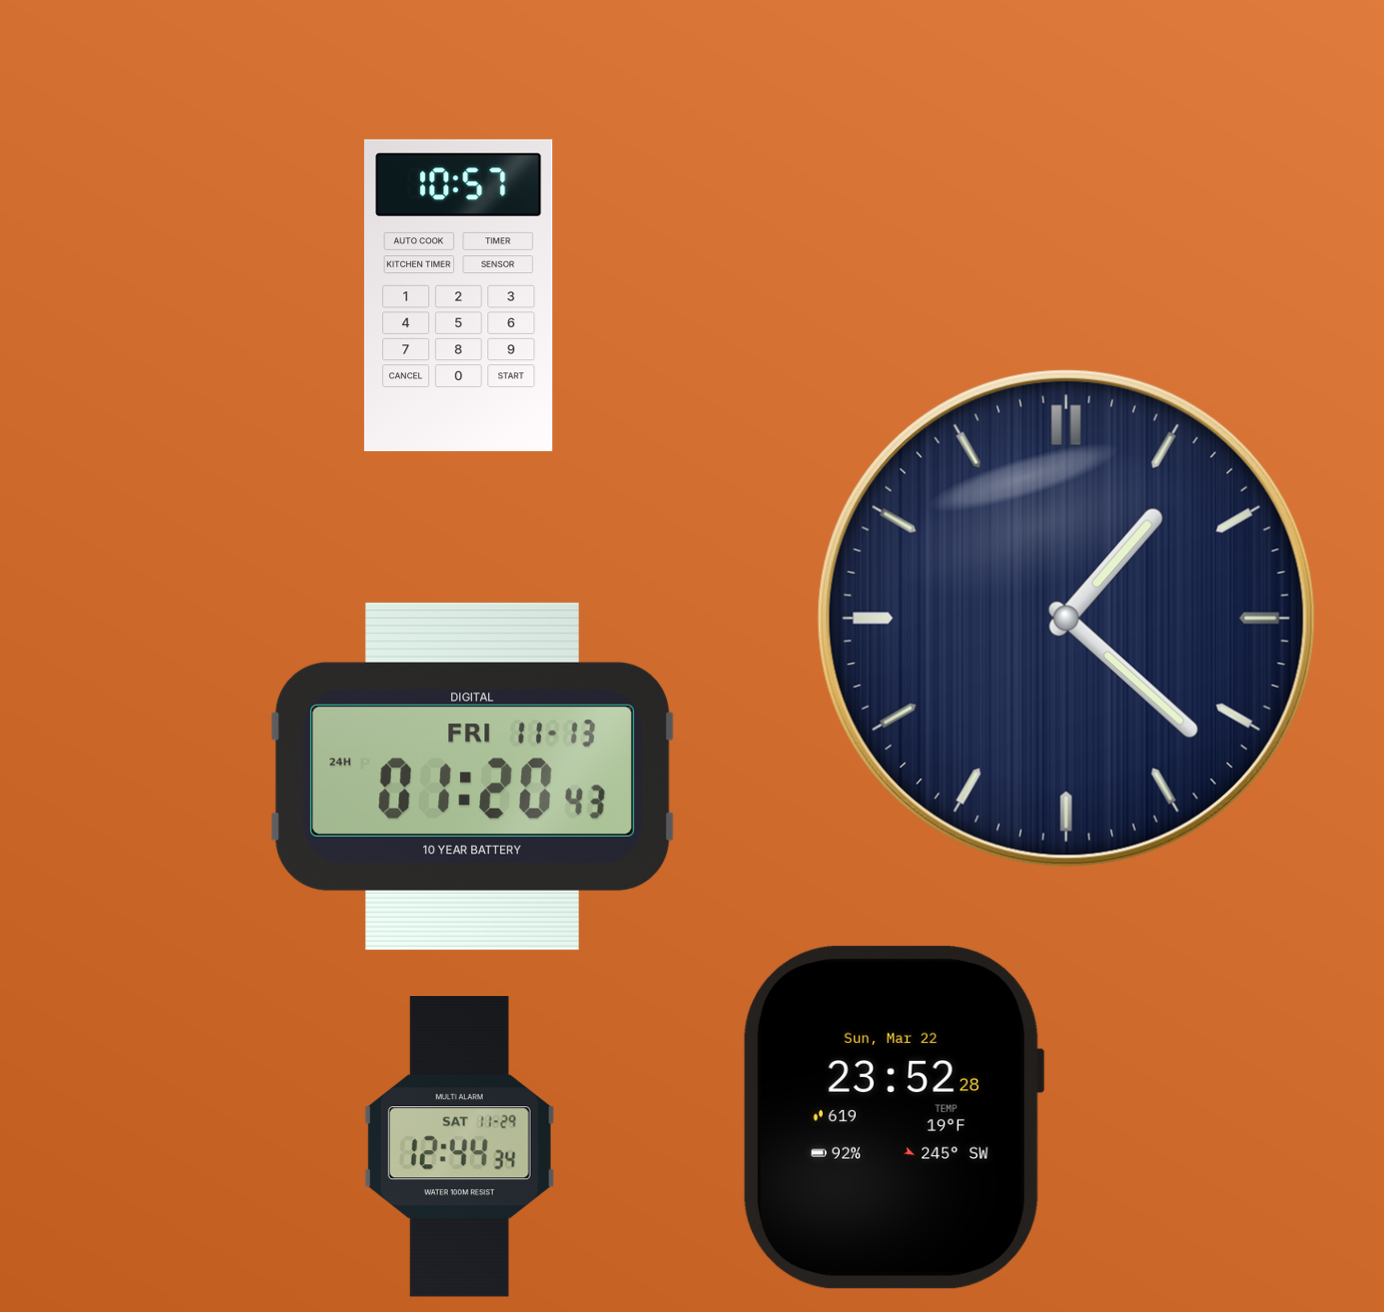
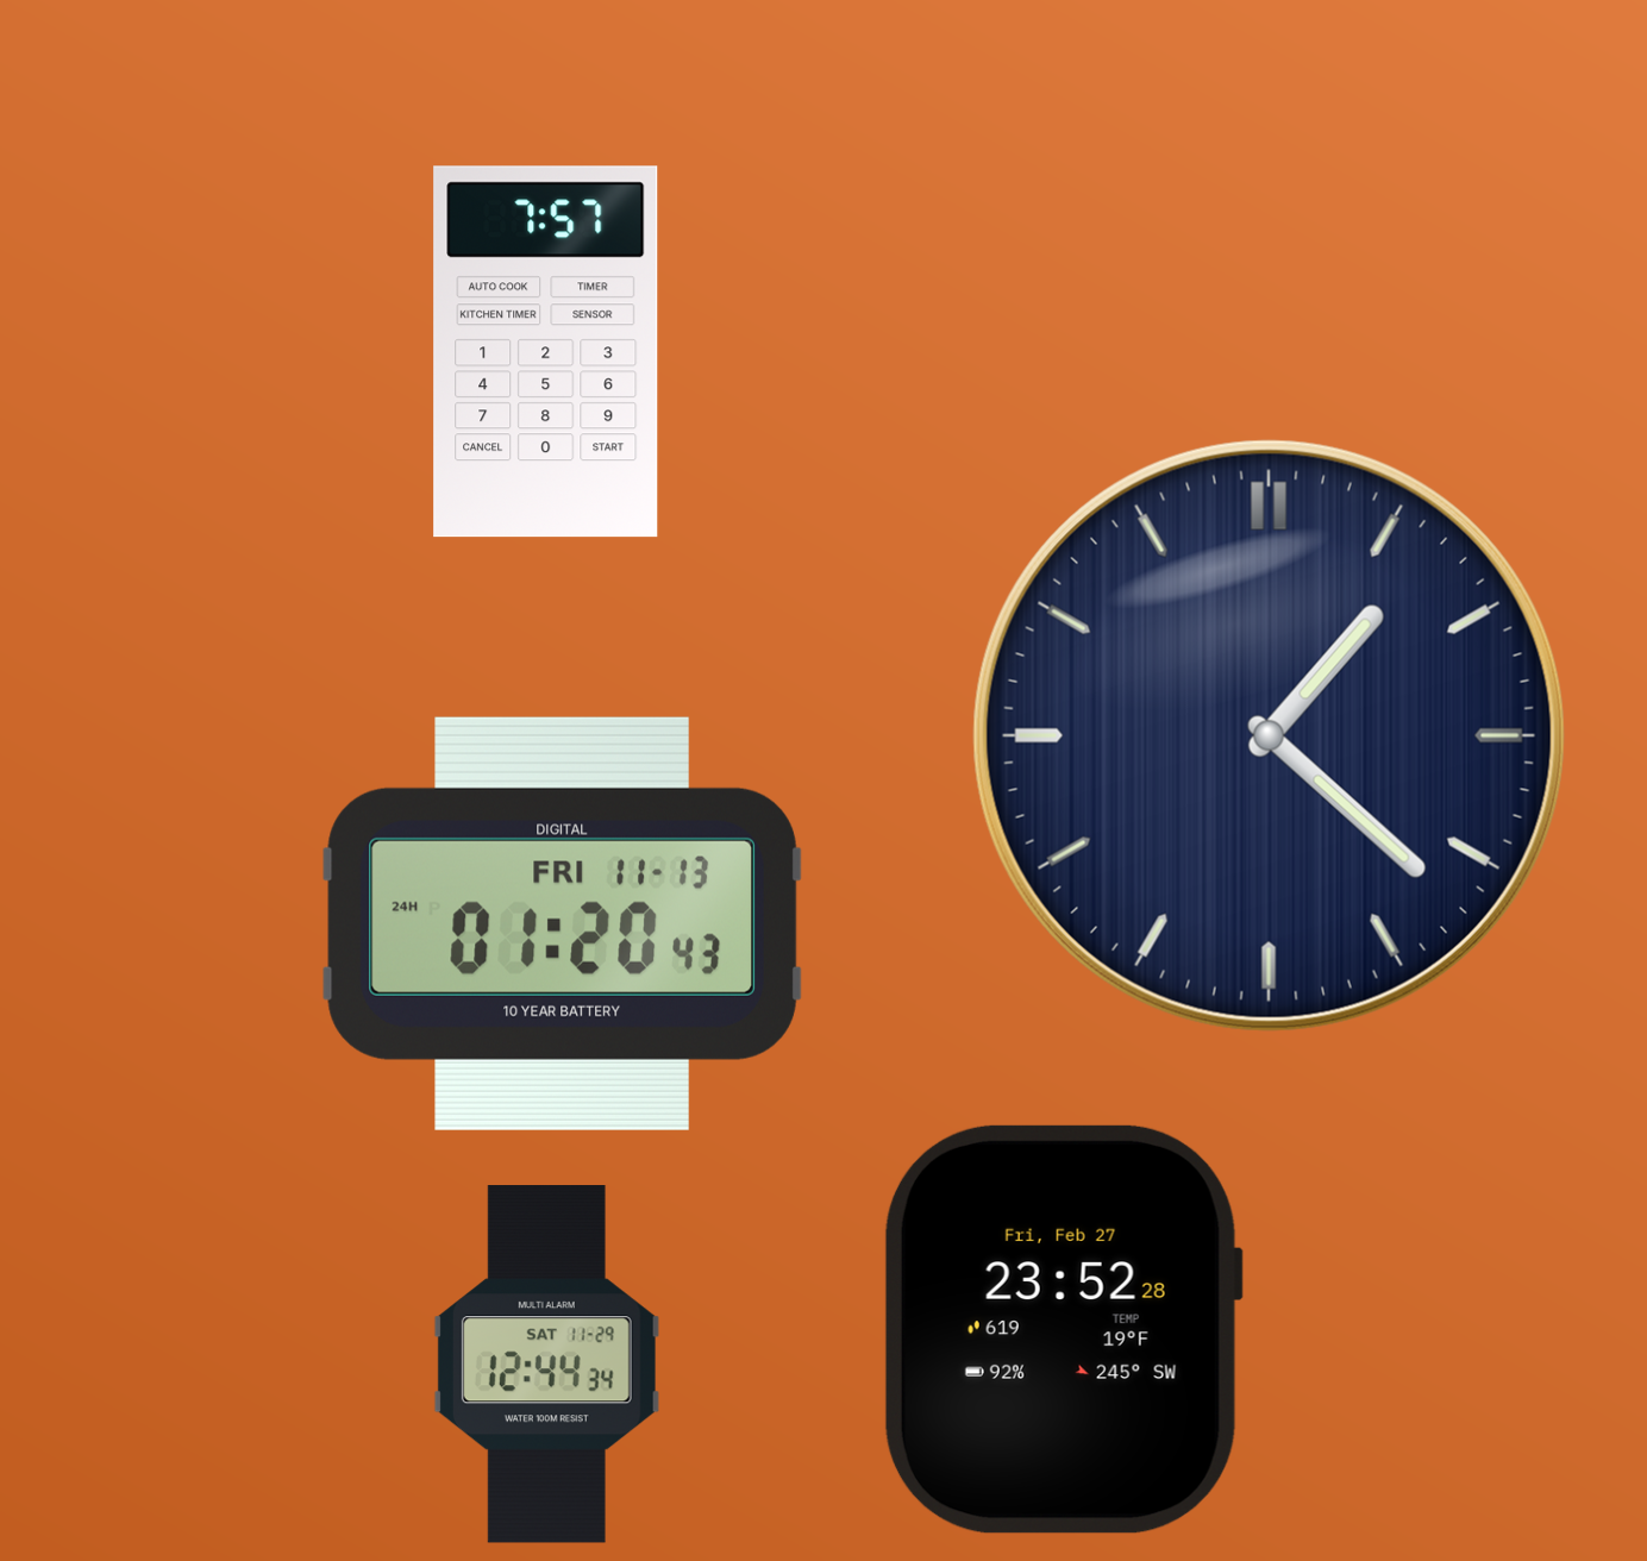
clock at (459, 296): 10:57 -> 7:57
clock at (893, 1117) date: Sun, Mar 22 -> Fri, Feb 27
